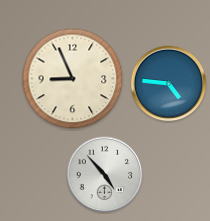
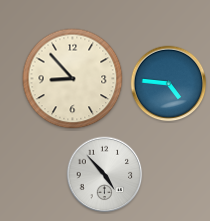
clock at (73, 79): 8:56 -> 8:53
